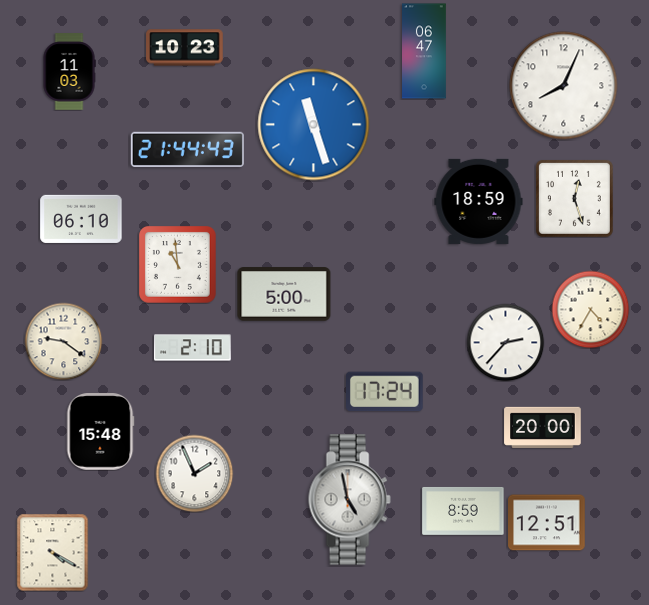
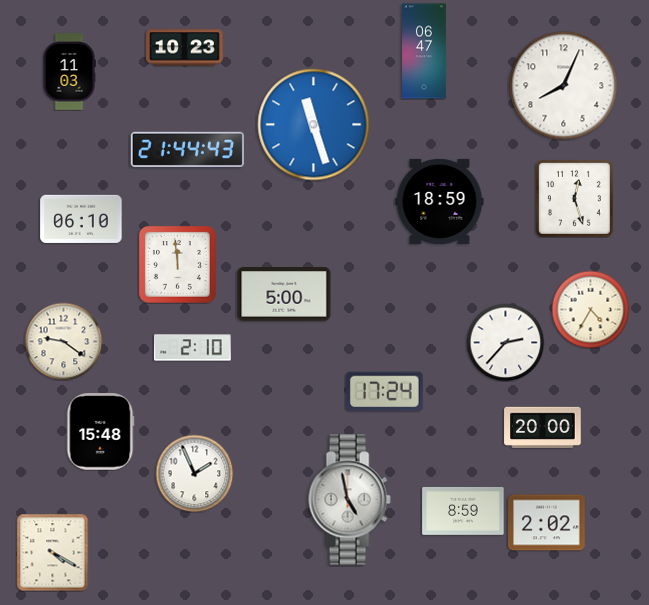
clock at (479, 201) position: (479, 201) -> (440, 201)
clock at (178, 265): 10:59 -> 11:59
clock at (547, 523): 12:51 -> 2:02
